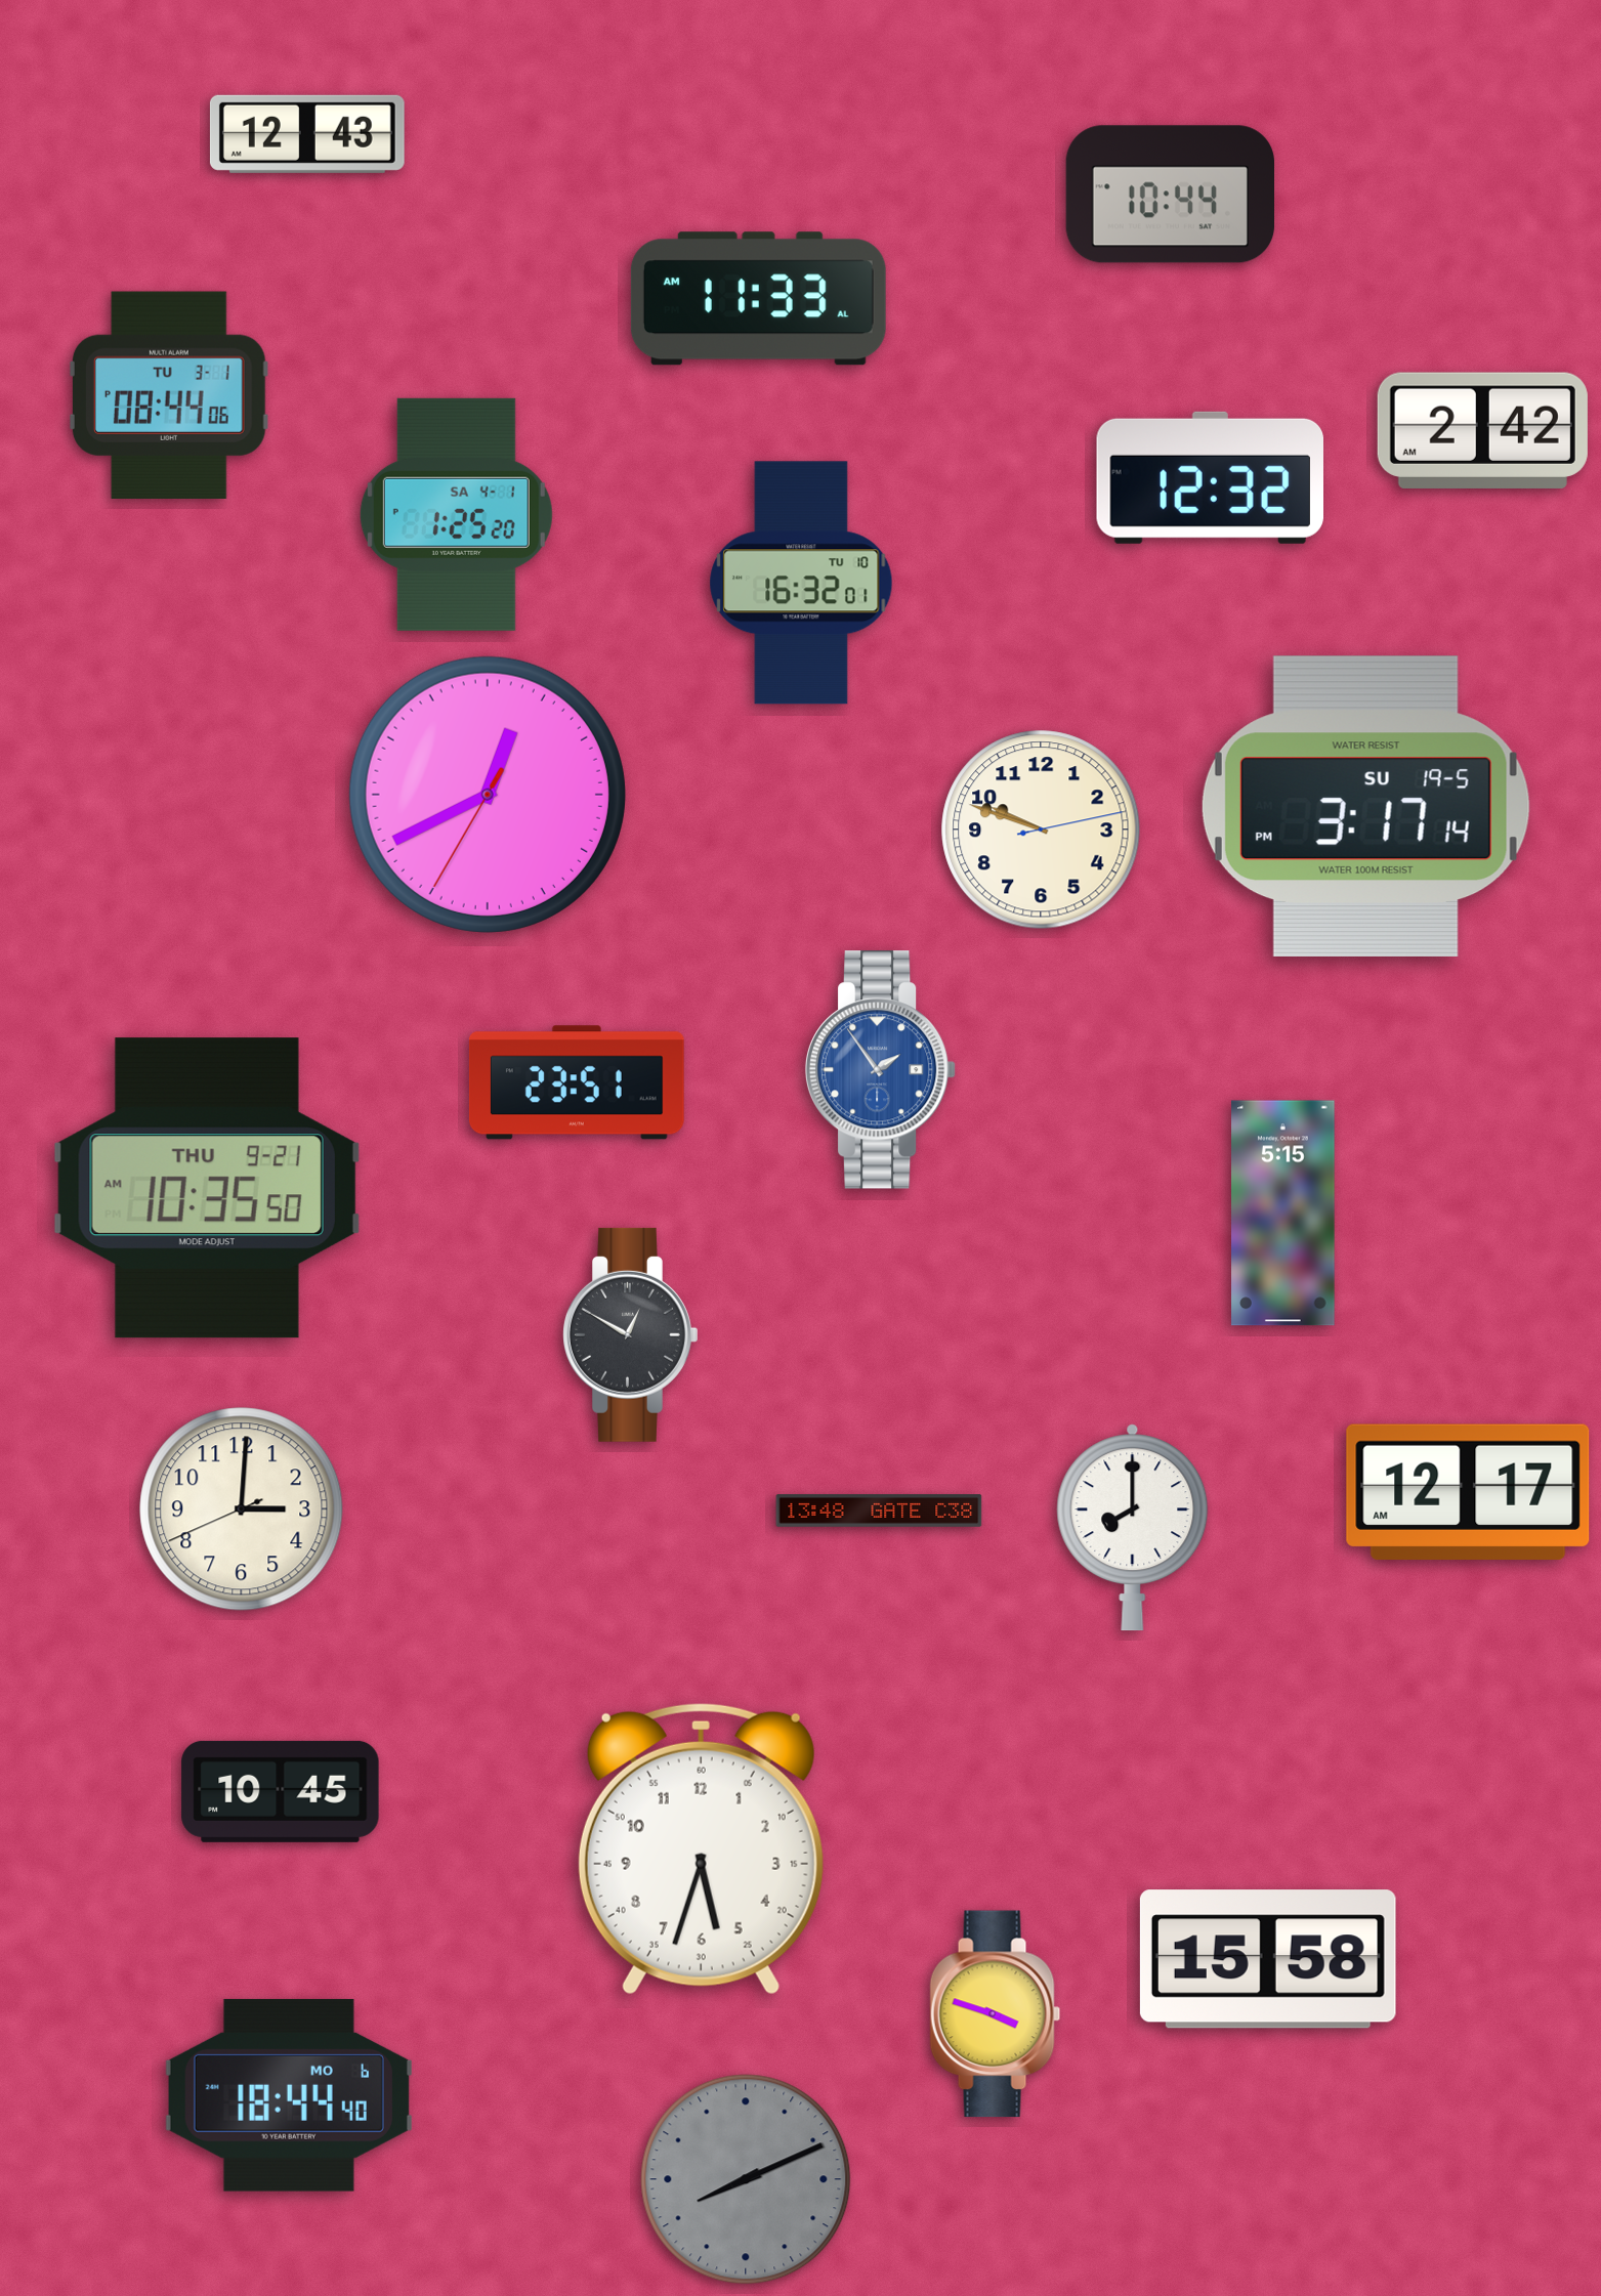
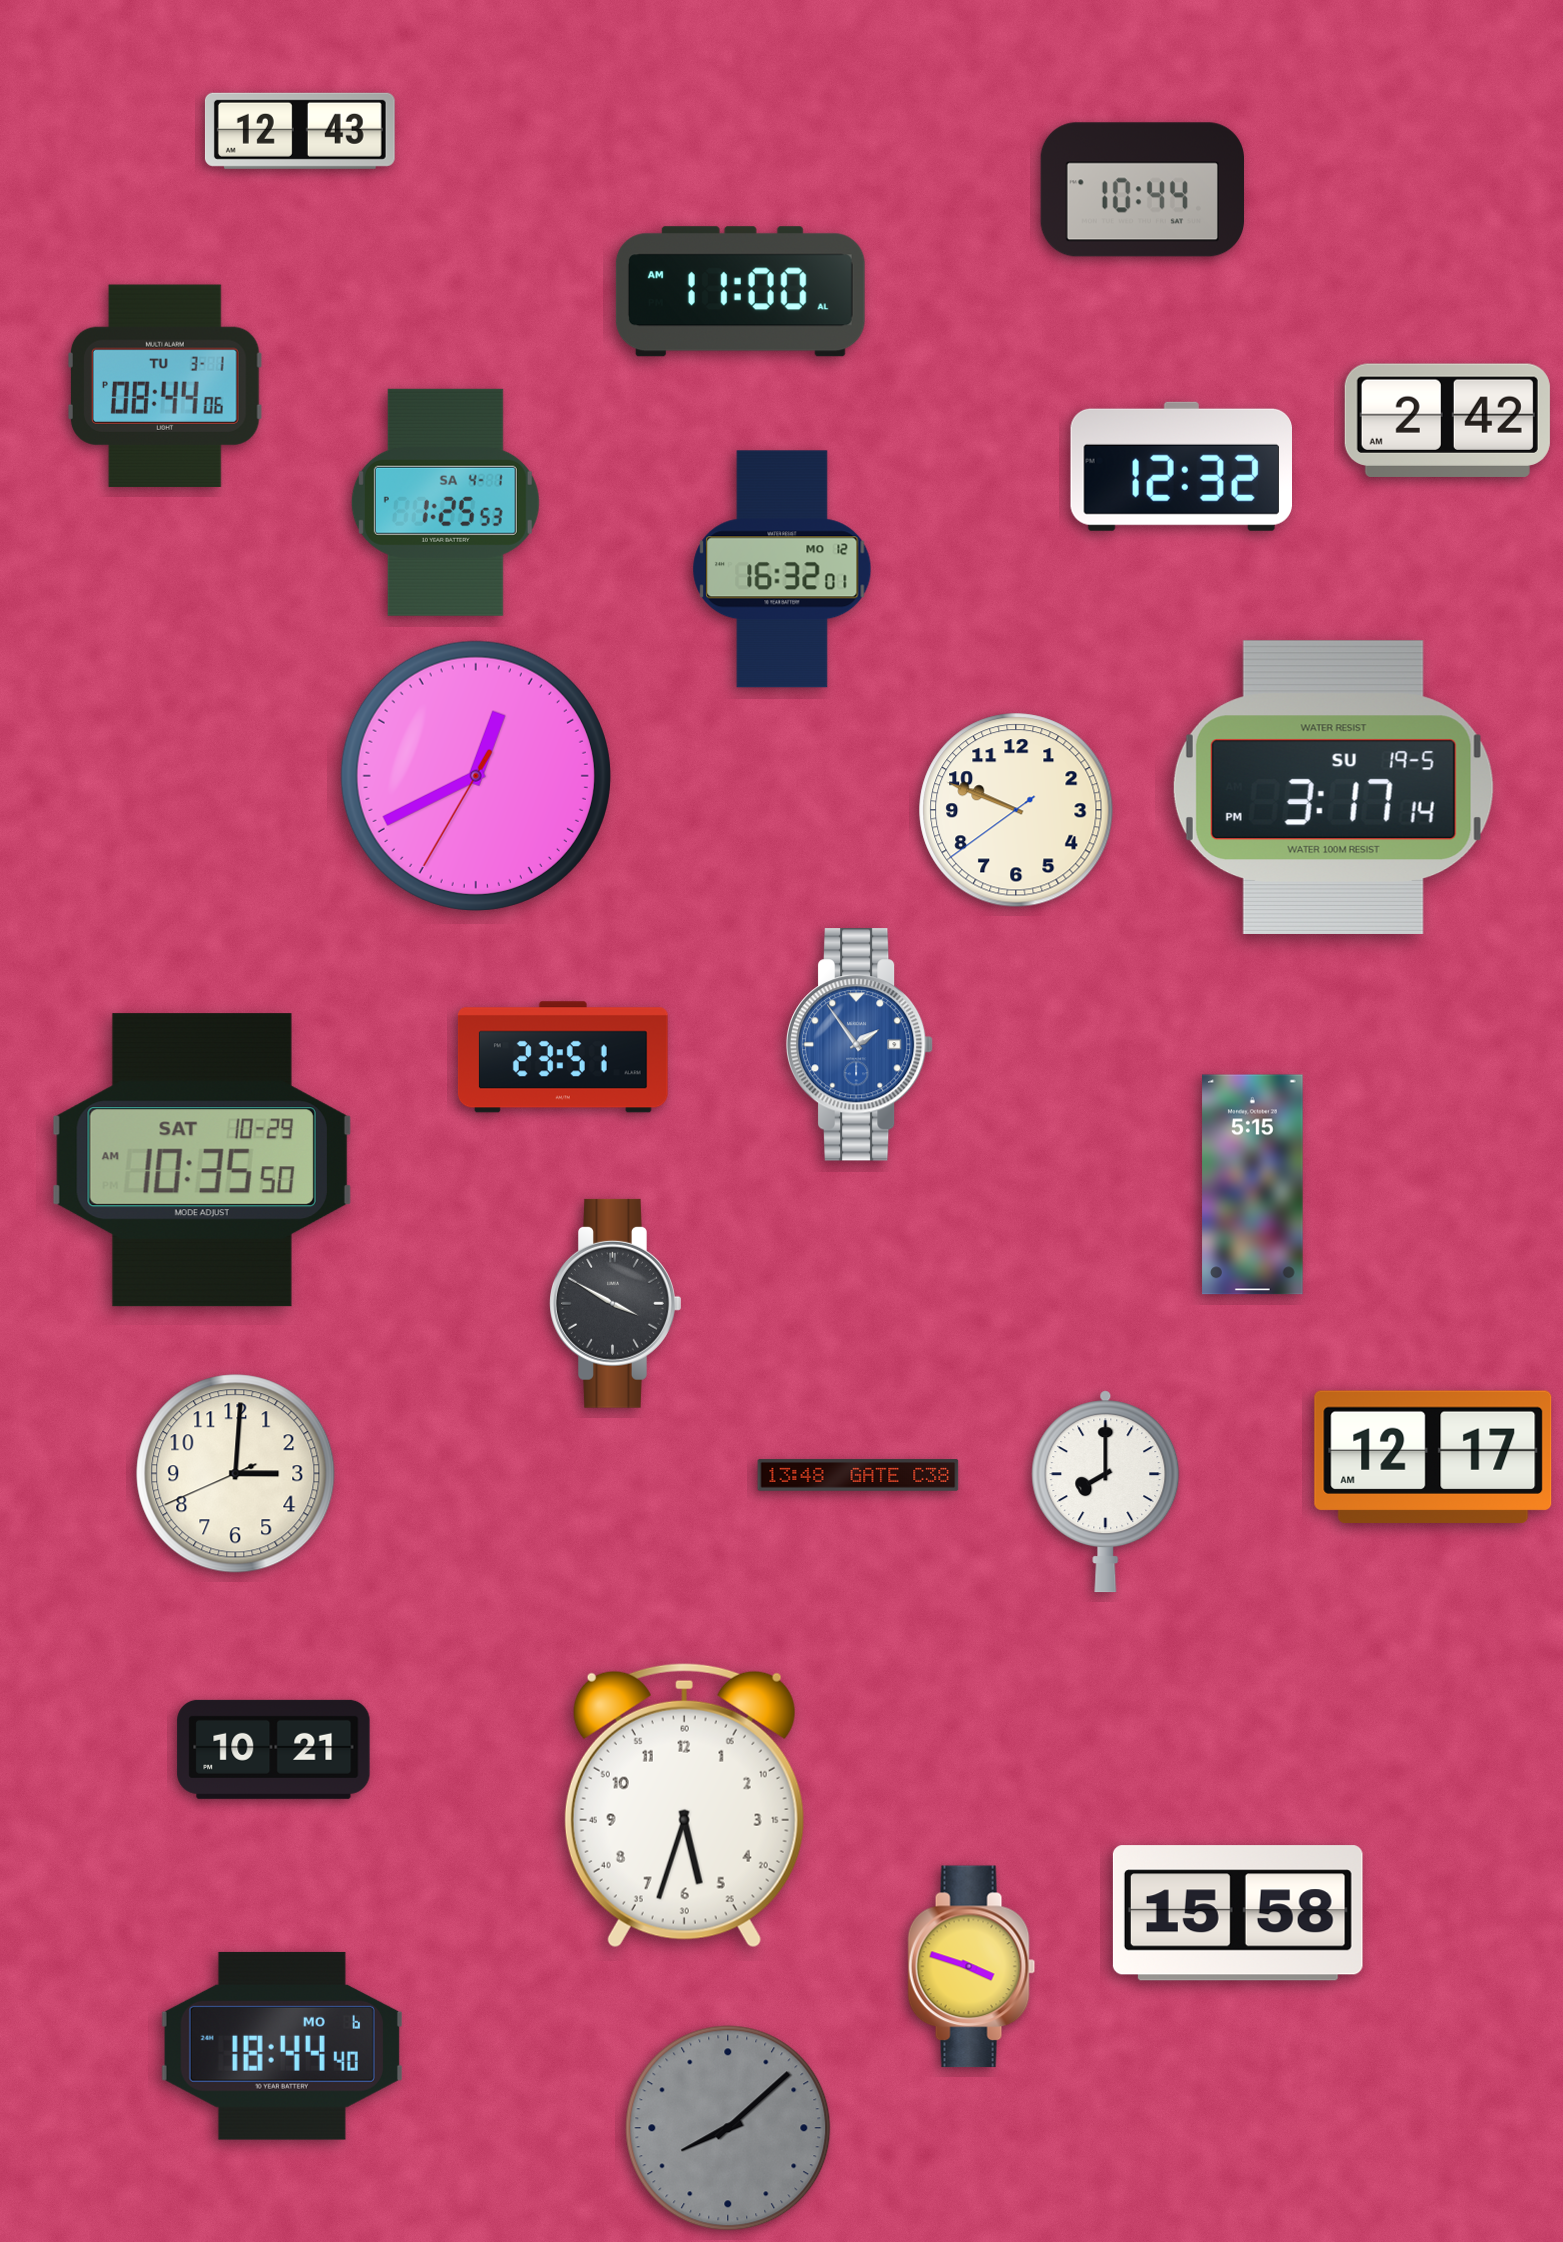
clock at (758, 299): 11:33 -> 11:00
clock at (456, 514): 1:25:20 -> 1:25:53
clock at (801, 583) date: TU 10 -> MO 12
clock at (1041, 830): 9:48:13 -> 9:48:39
clock at (207, 1188) date: THU 9-21 -> SAT 10-29
clock at (631, 1334): 12:50 -> 3:50
clock at (281, 1791): 10:45 -> 10:21
clock at (746, 2179): 8:11 -> 8:08
